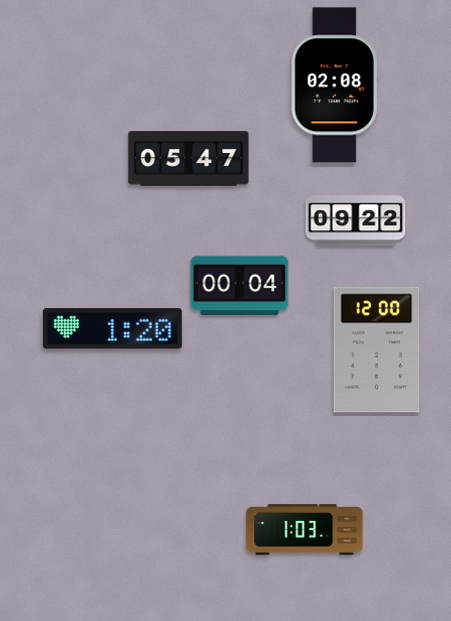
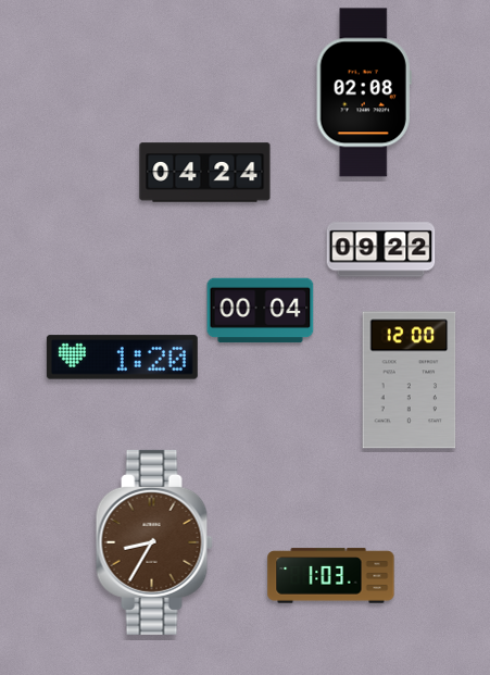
clock at (189, 159): 05:47 -> 04:24
clock at (356, 221) position: (356, 221) -> (381, 250)
clock at (154, 542): none -> 8:35
